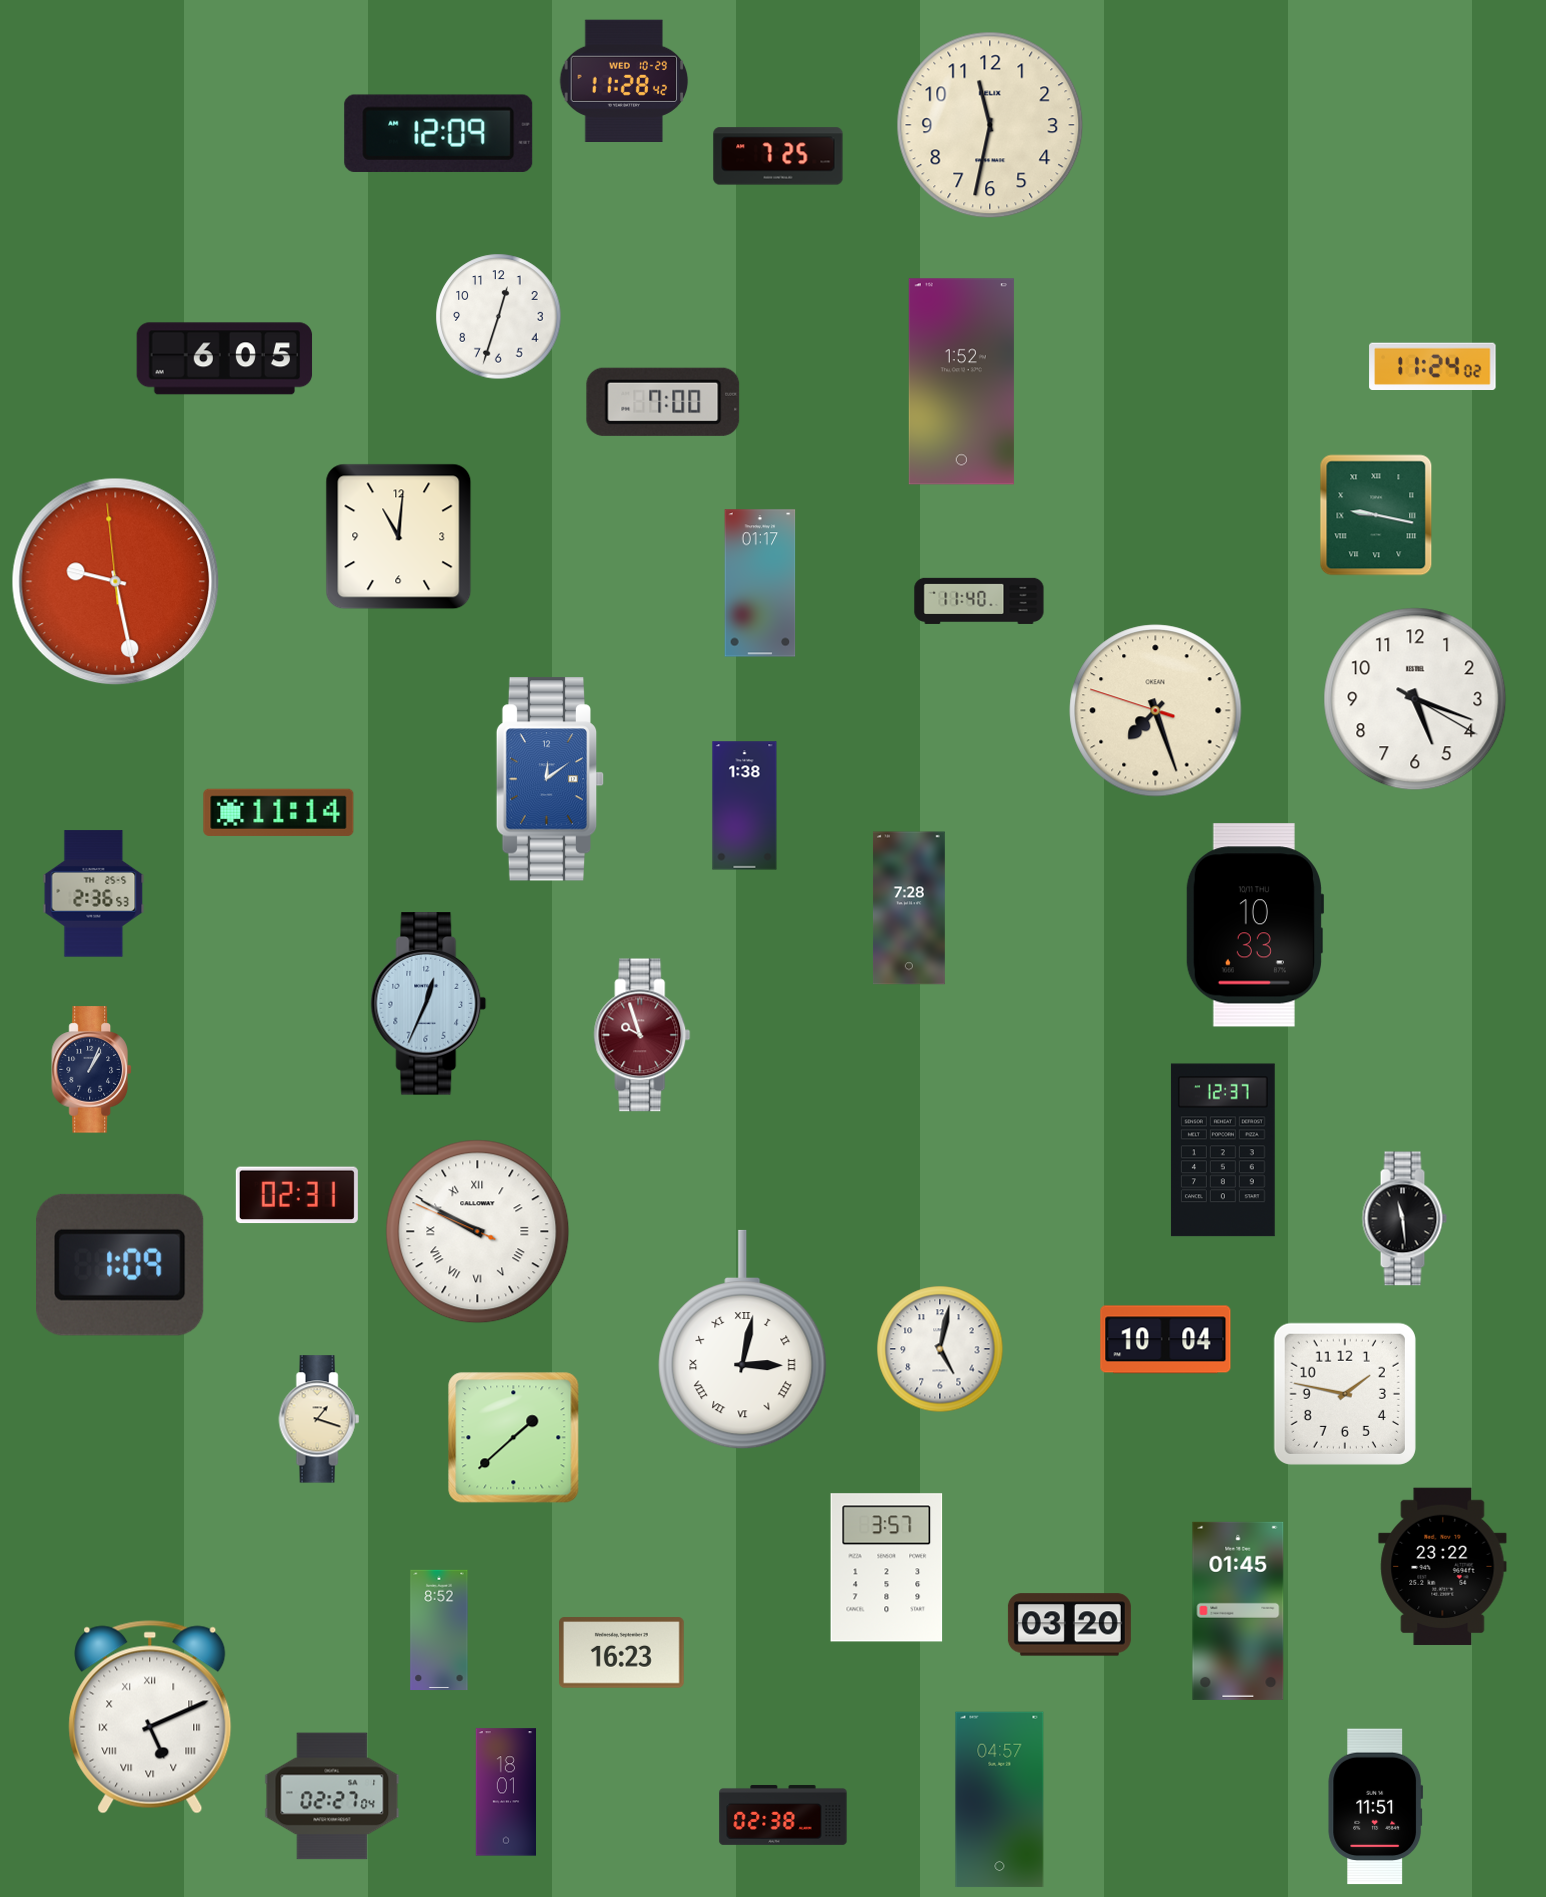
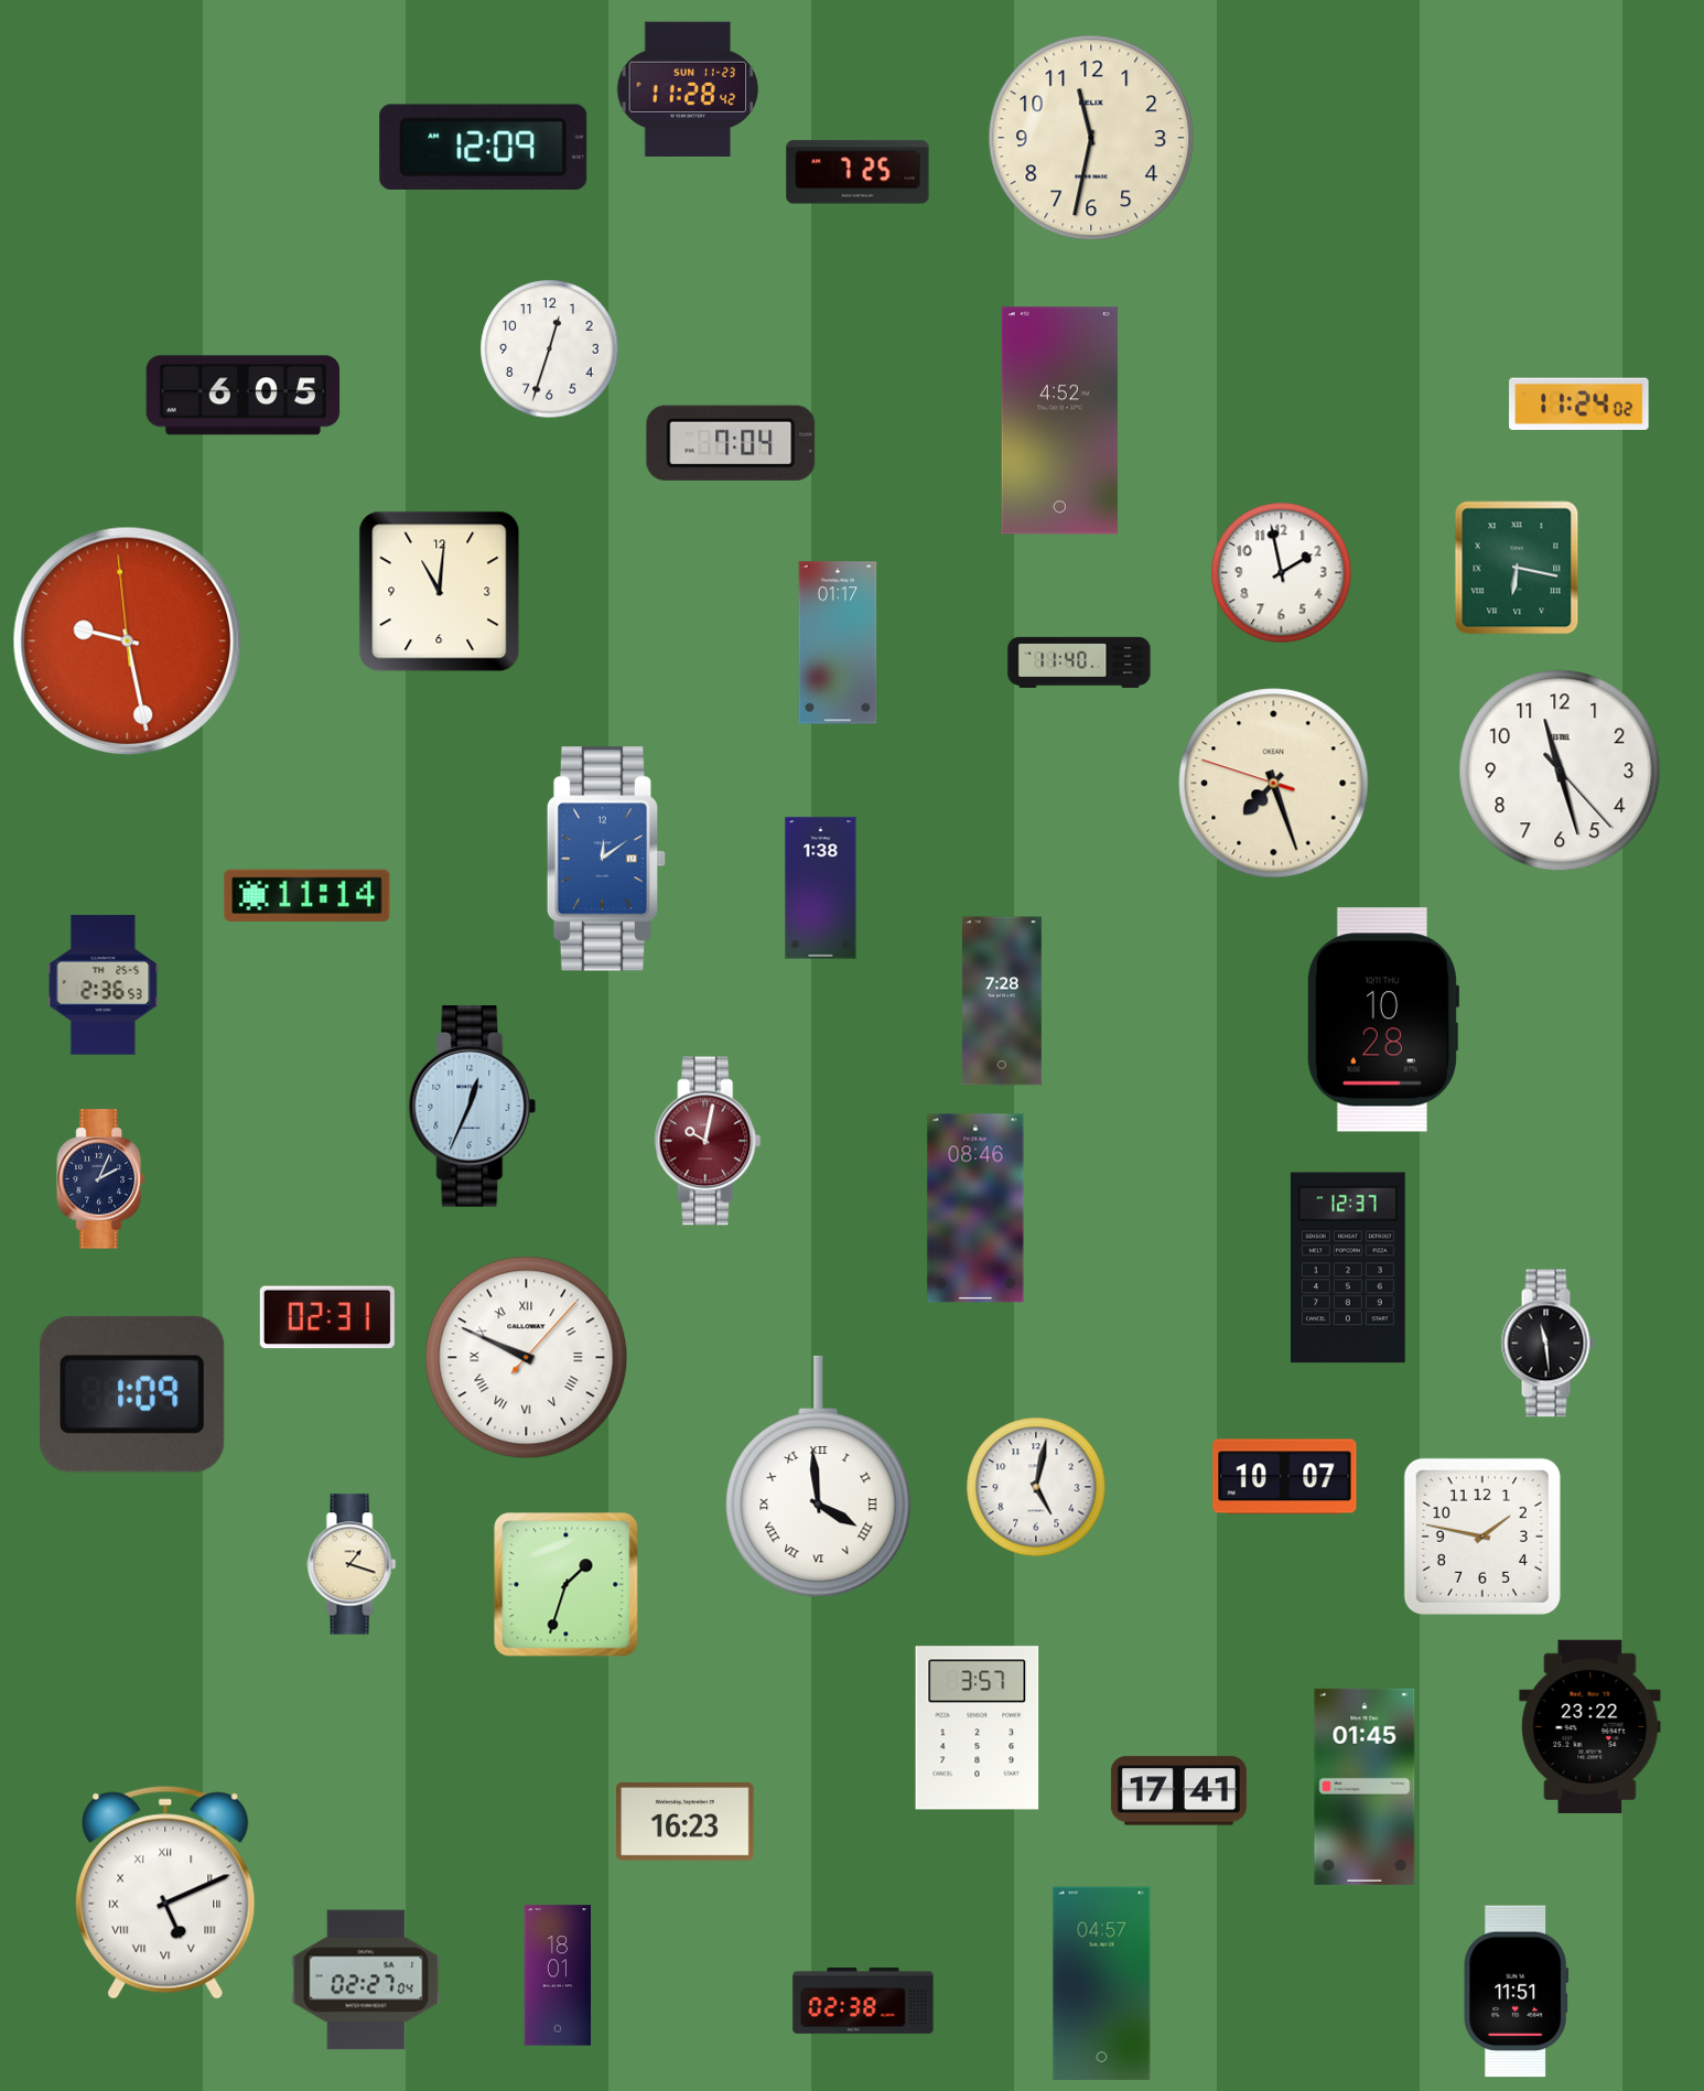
clock at (624, 80) date: WED 10-29 -> SUN 11-23
clock at (225, 359) position: (225, 359) -> (244, 396)
clock at (961, 382): 1:52 -> 4:52
clock at (663, 402): 7:00 -> 7:04
clock at (1376, 515): 9:17 -> 6:17
clock at (1282, 573): none -> 1:58
clock at (1415, 699): 5:18 -> 11:27
clock at (1254, 925): 10:33 -> 10:28
clock at (642, 1035): 9:57 -> 10:02
clock at (91, 1070): 1:04 -> 2:04
clock at (975, 1208): none -> 08:46
clock at (478, 1232): 9:49:49 -> 9:49:07
clock at (743, 1340): 3:02 -> 3:59
clock at (1166, 1340): 10:04 -> 10:07
clock at (514, 1438): 1:38 -> 1:33
clock at (1238, 1611) position: (1238, 1611) -> (1365, 1787)
clock at (1069, 1625): 03:20 -> 17:41
clock at (439, 1630): 8:52 -> none
